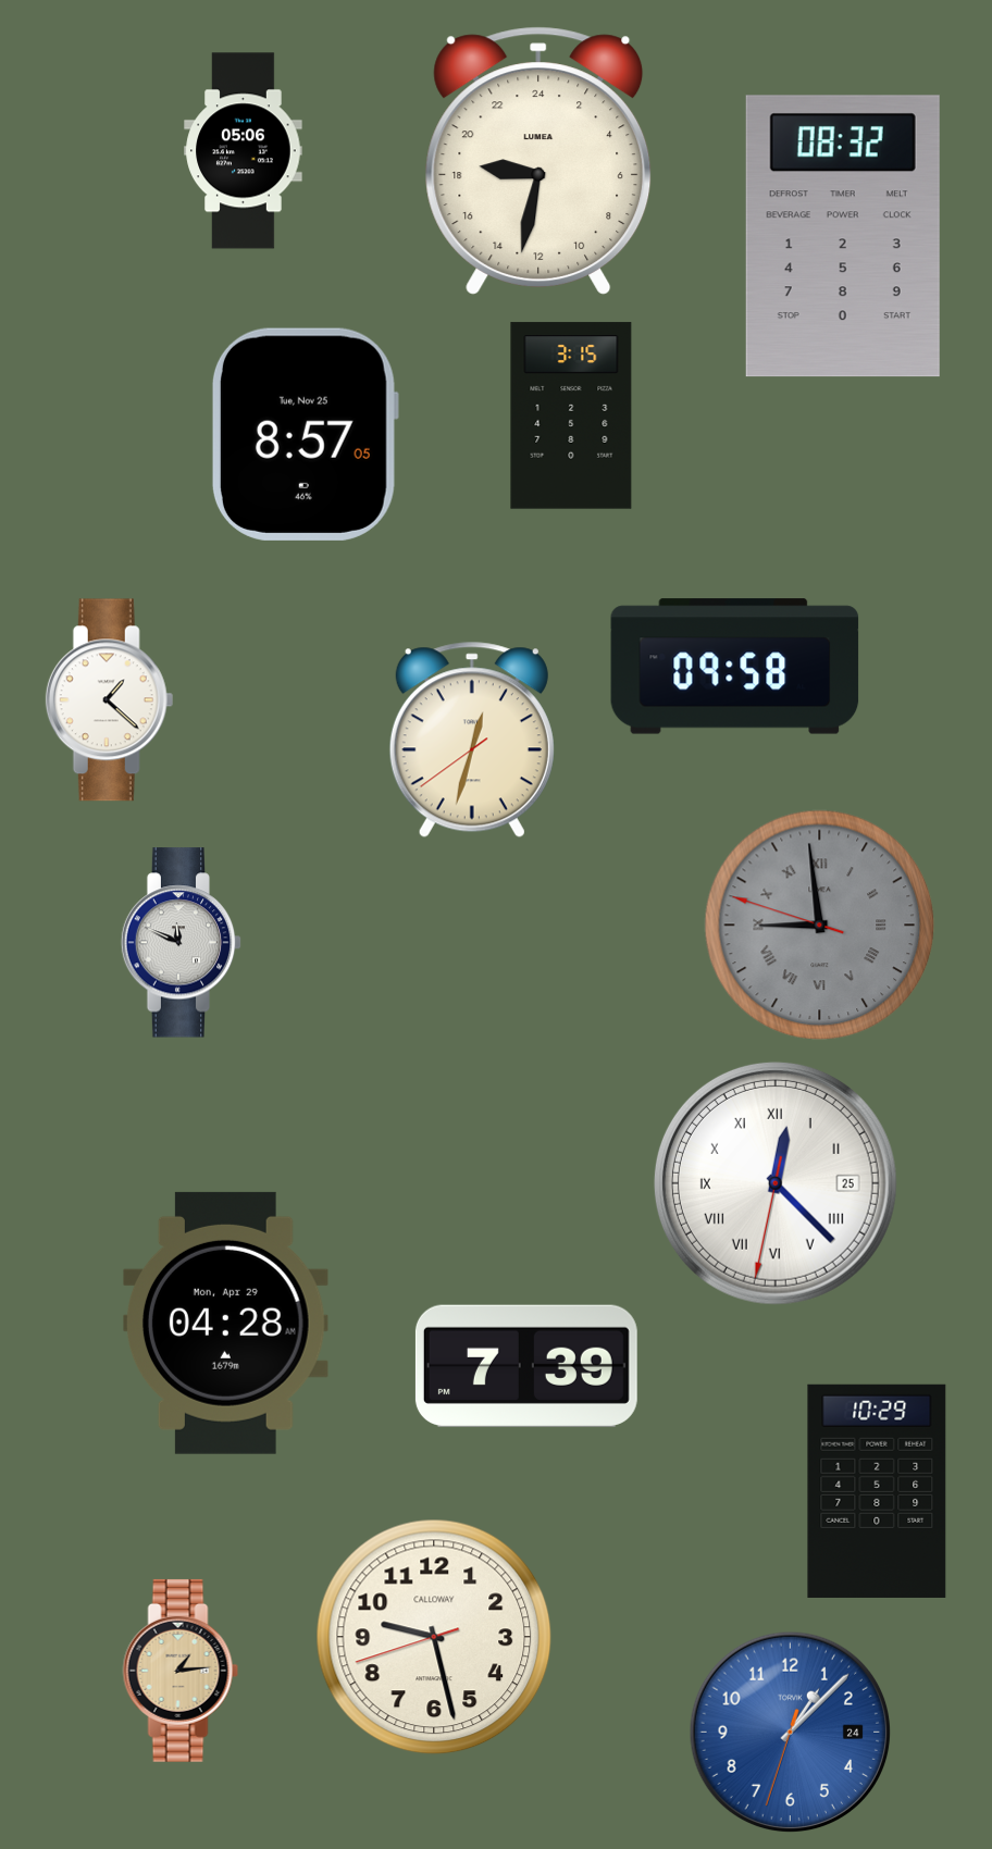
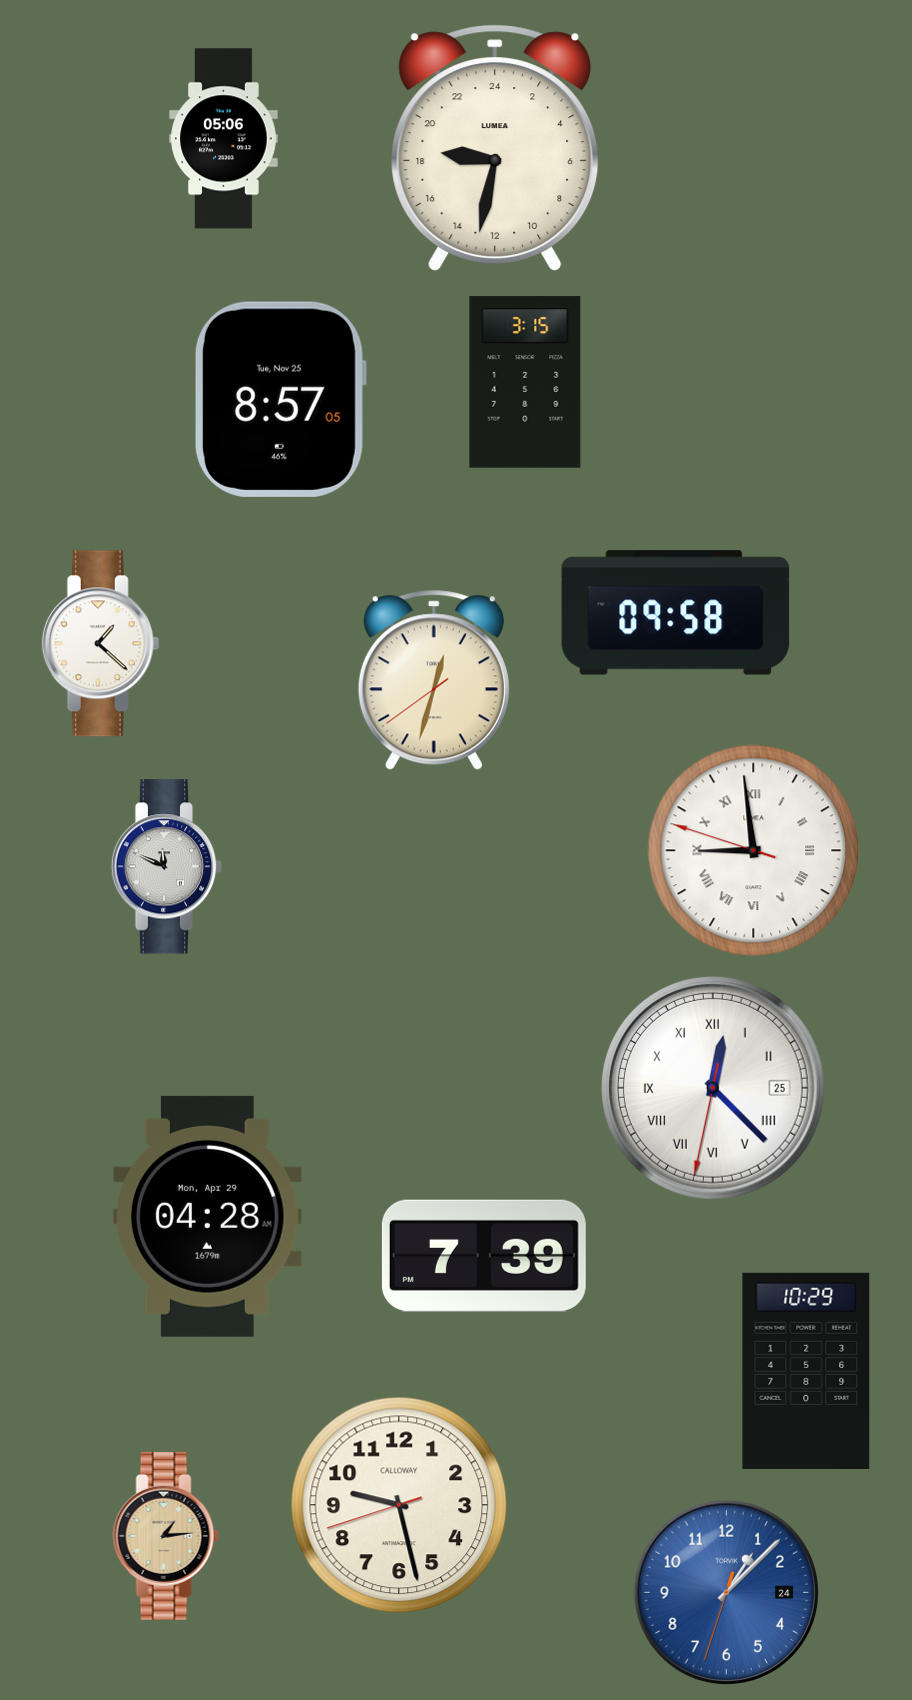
clock at (843, 236): 08:32 -> none
clock at (820, 926) dial: grey -> white
